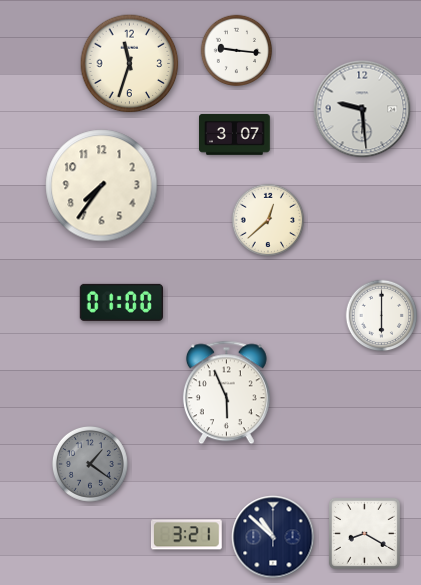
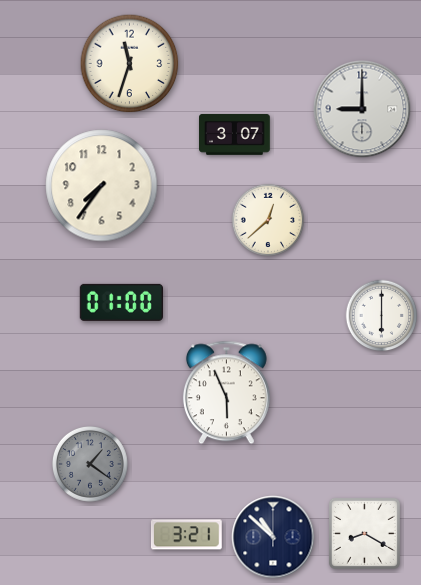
clock at (237, 51): 9:16 -> none
clock at (362, 109): 9:29 -> 9:00
